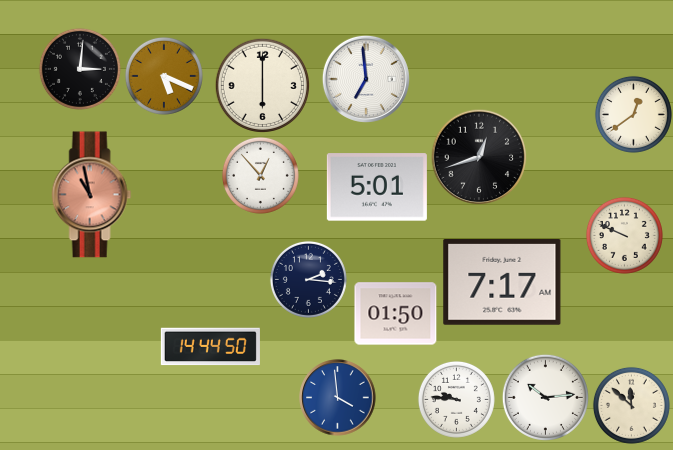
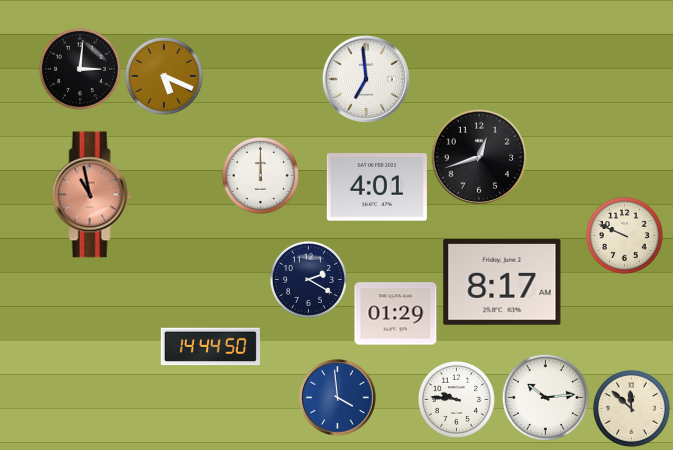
clock at (262, 85): 6:00 -> none
clock at (633, 114): 12:39 -> none
clock at (260, 175): 12:53 -> 12:00
clock at (377, 187): 5:01 -> 4:01
clock at (308, 279): 2:16 -> 2:20
clock at (502, 282): 7:17 -> 8:17
clock at (396, 314): 01:50 -> 01:29
clock at (631, 405) position: (631, 405) -> (631, 408)
